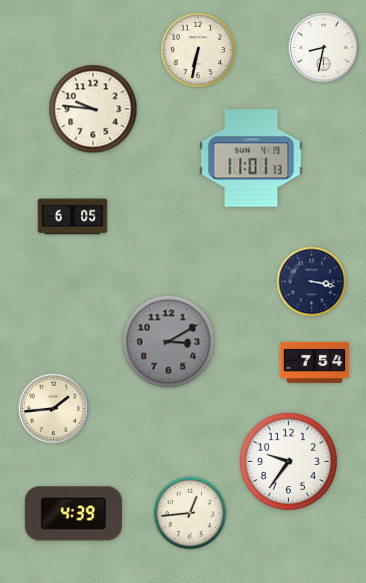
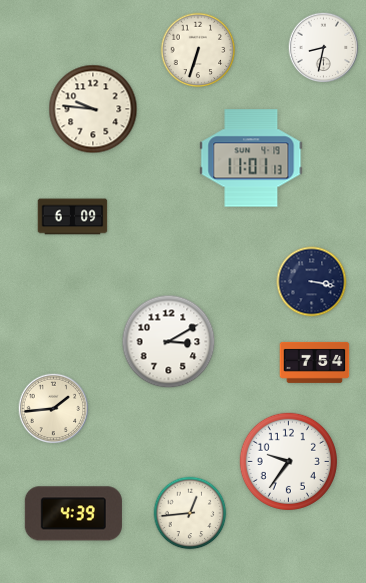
clock at (198, 50): 6:32 -> 6:33
clock at (73, 217): 6:05 -> 6:09
clock at (169, 342) dial: grey -> white
